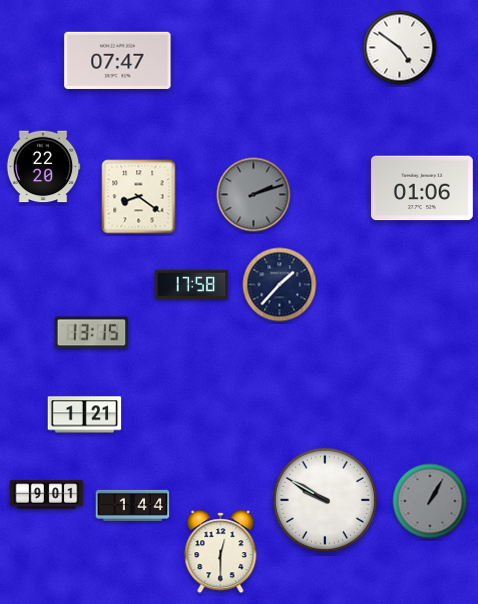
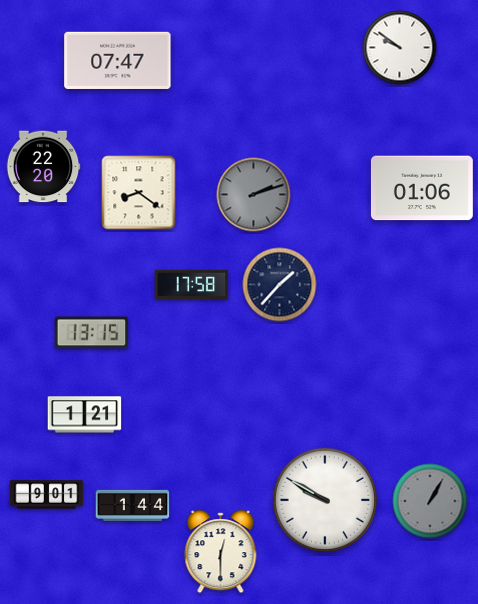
clock at (400, 48): 4:51 -> 9:51
clock at (139, 197) position: (139, 197) -> (139, 193)
